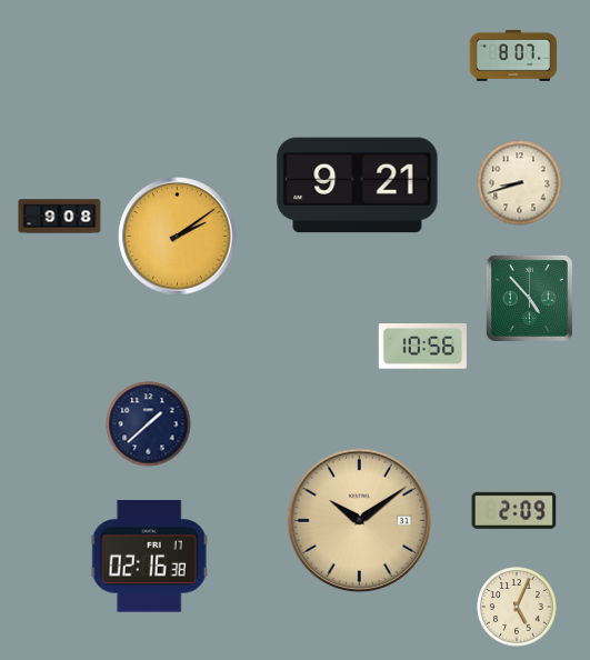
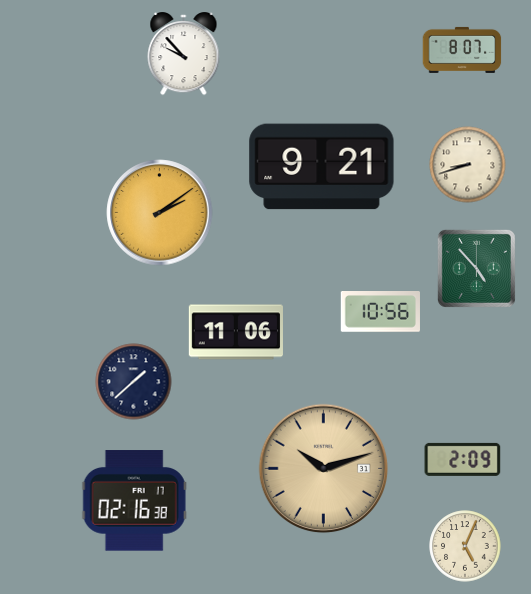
clock at (184, 55): none -> 9:53
clock at (60, 217): 9:08 -> none
clock at (236, 332): none -> 11:06
clock at (360, 521): 10:09 -> 10:12
